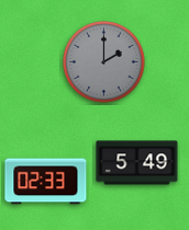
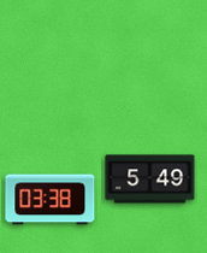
clock at (104, 62): 2:00 -> none
clock at (46, 182): 02:33 -> 03:38
